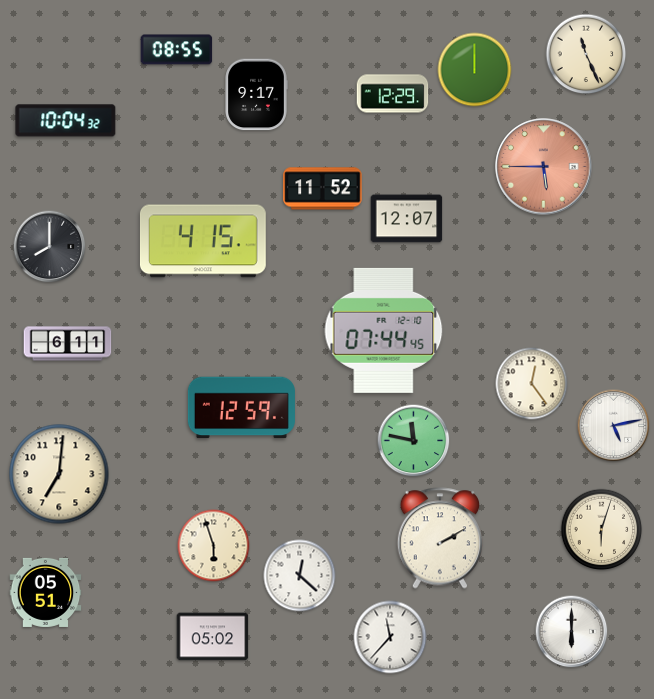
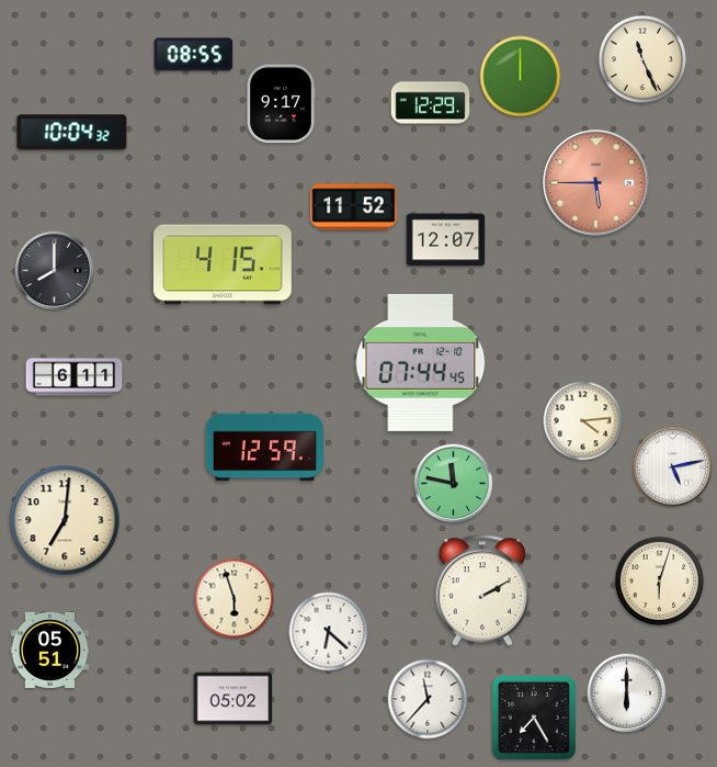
clock at (532, 384): 12:24 -> 4:14
clock at (300, 576): 12:22 -> 6:22
clock at (534, 718): none -> 7:25
